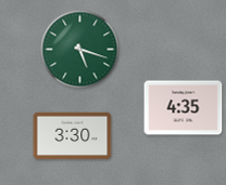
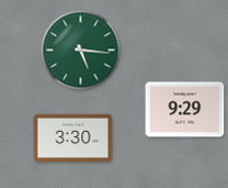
clock at (80, 50): 5:18 -> 5:16
clock at (184, 108): 4:35 -> 9:29
